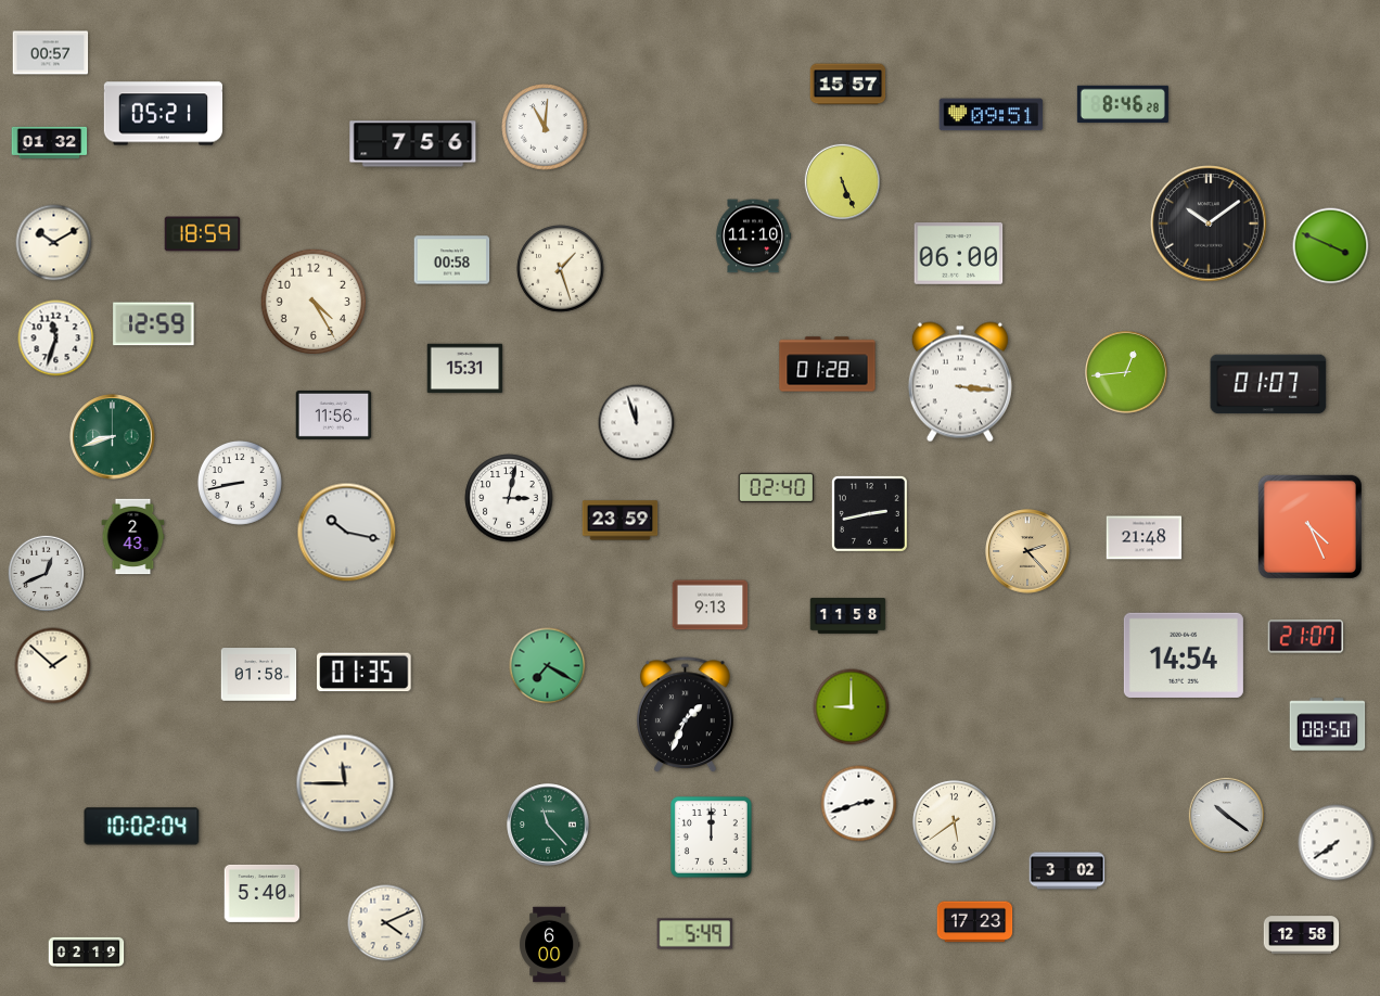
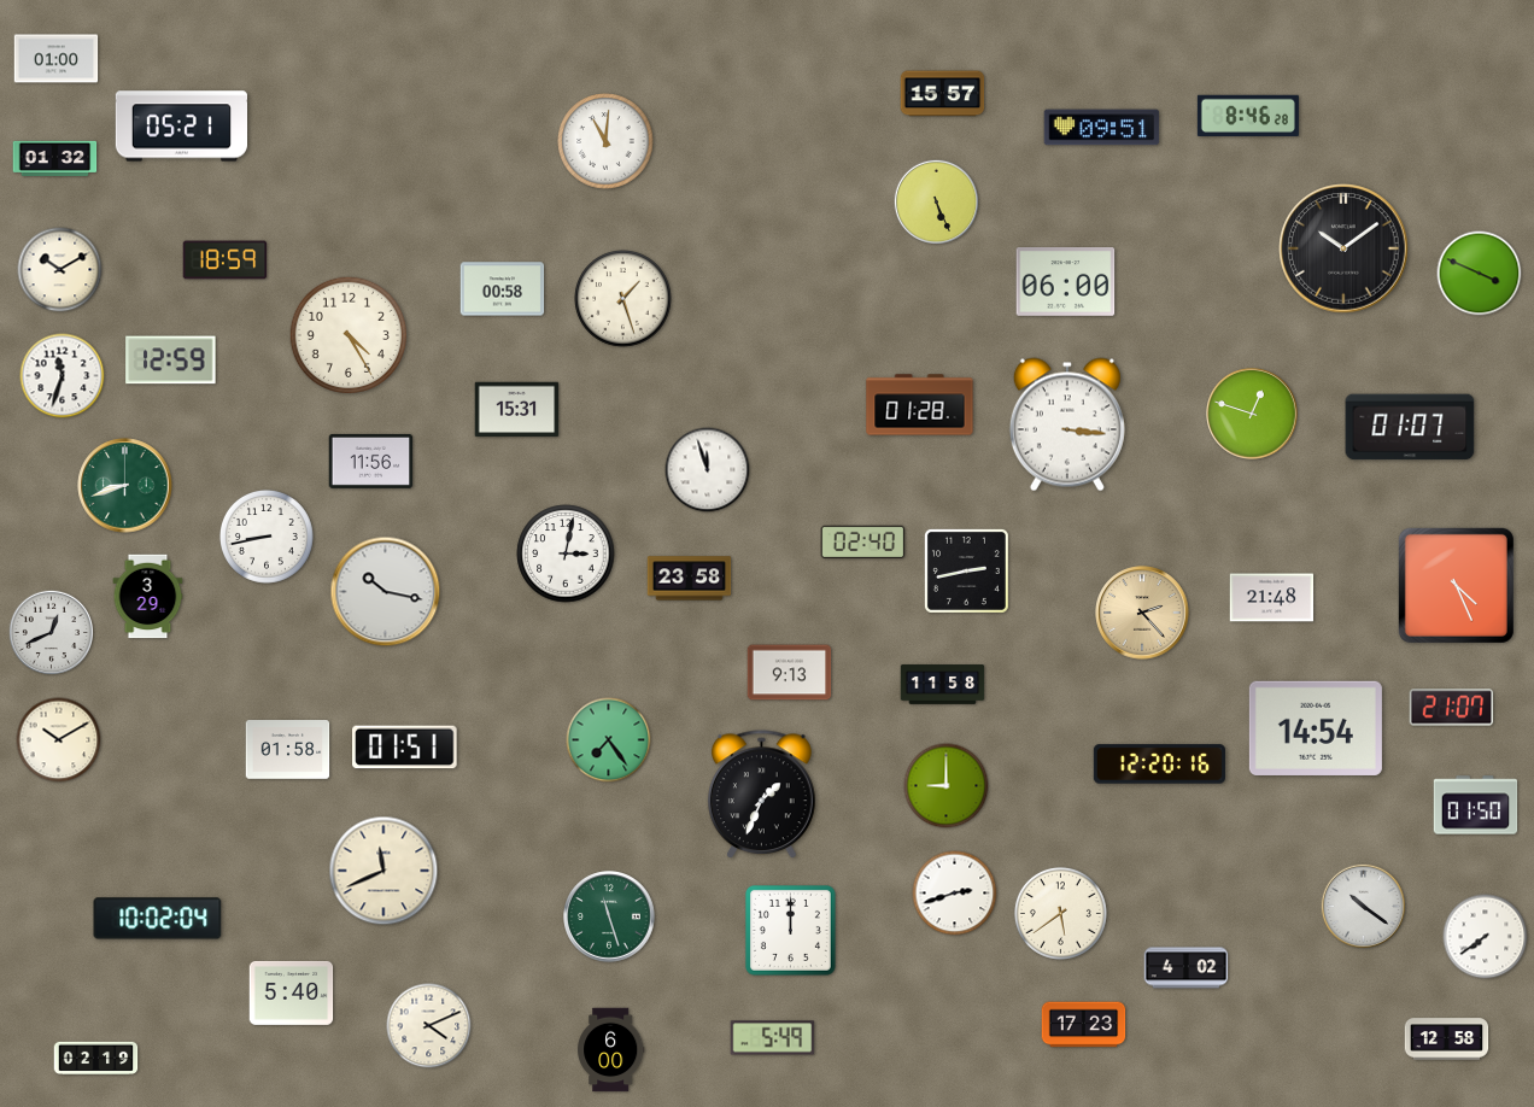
clock at (51, 53): 00:57 -> 01:00
clock at (413, 144): 7:56 -> none
clock at (753, 237): 11:10 -> none
clock at (1126, 372): 12:44 -> 12:48
clock at (621, 521): 23:59 -> 23:58
clock at (133, 537): 2:43 -> 3:29
clock at (47, 574) position: (47, 574) -> (52, 633)
clock at (53, 666): 1:52 -> 10:10
clock at (548, 666): 7:20 -> 7:24
clock at (365, 673): 01:35 -> 01:51
clock at (1159, 765): none -> 12:20
clock at (1328, 725): 08:50 -> 01:50
clock at (345, 783): 11:45 -> 11:41
clock at (548, 825): 11:23 -> 11:27
clock at (1068, 871): 3:02 -> 4:02
